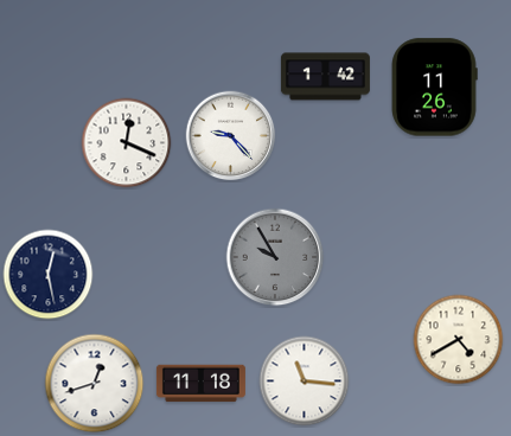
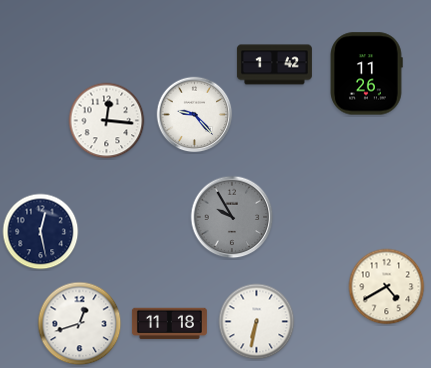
clock at (127, 143): 12:19 -> 12:16
clock at (305, 381): 11:16 -> 6:32
